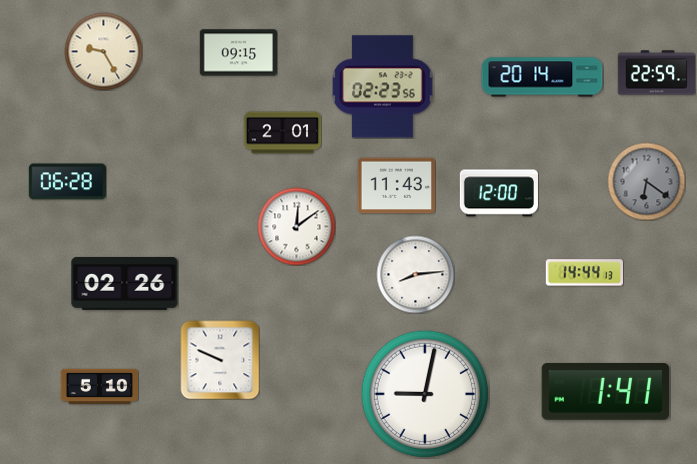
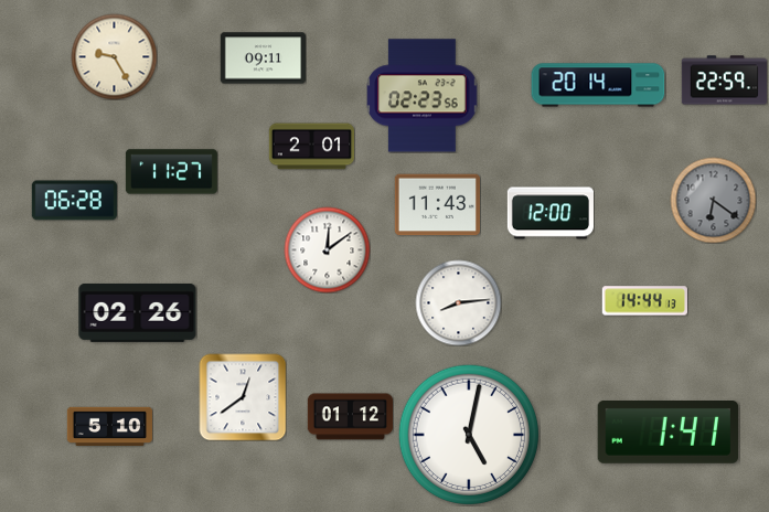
clock at (238, 53): 09:15 -> 09:11
clock at (171, 172): none -> 11:27
clock at (220, 360): 9:49 -> 12:39
clock at (350, 417): none -> 01:12
clock at (424, 393): 9:02 -> 5:02
